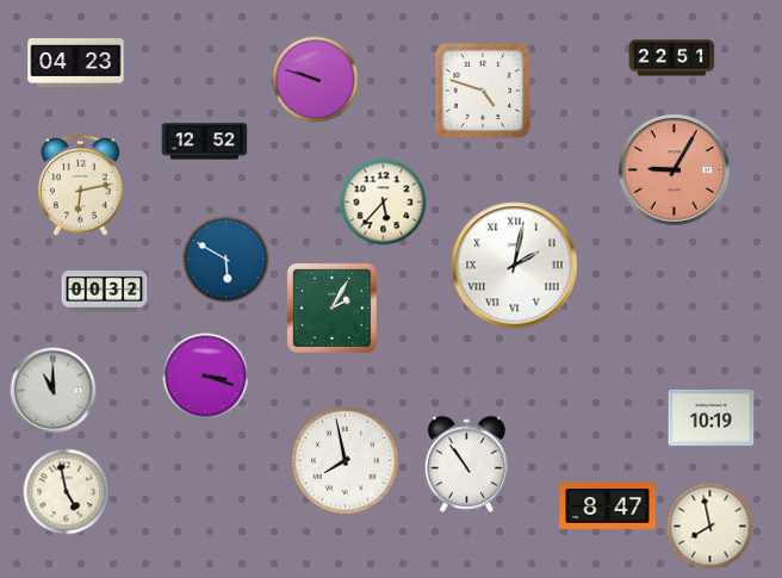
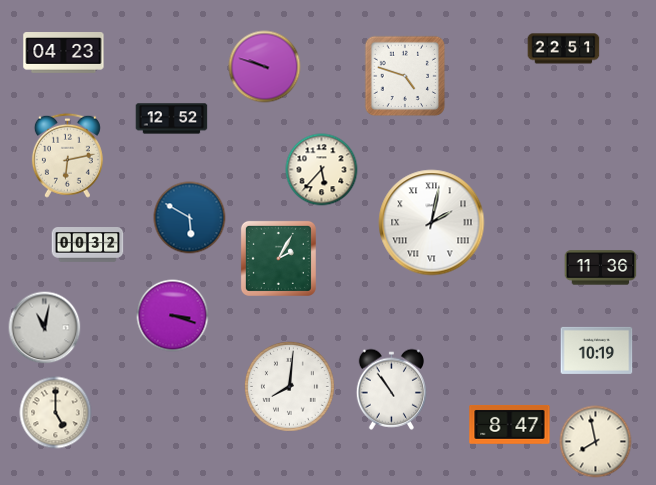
clock at (675, 170): 9:05 -> none
clock at (601, 268): none -> 11:36
clock at (54, 391): 11:00 -> 11:02
clock at (345, 460): 7:58 -> 8:01
clock at (67, 492): 4:58 -> 5:00
